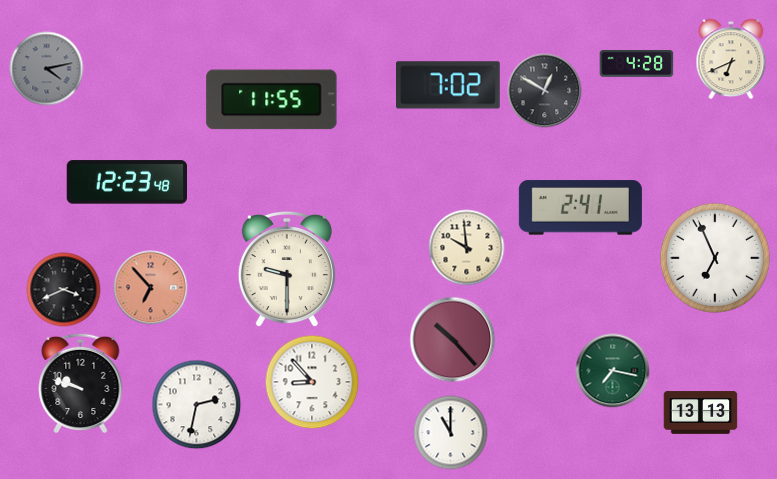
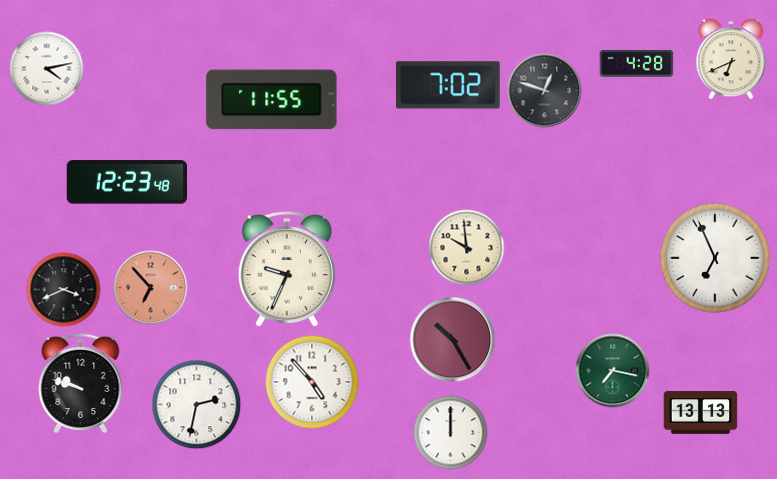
clock at (47, 69) dial: grey -> white
clock at (545, 91): 12:50 -> 12:48
clock at (580, 208): 2:41 -> none
clock at (287, 269): 9:30 -> 9:34
clock at (453, 340): 10:23 -> 10:25
clock at (312, 382): 8:53 -> 4:53
clock at (451, 433): 11:00 -> 12:00
